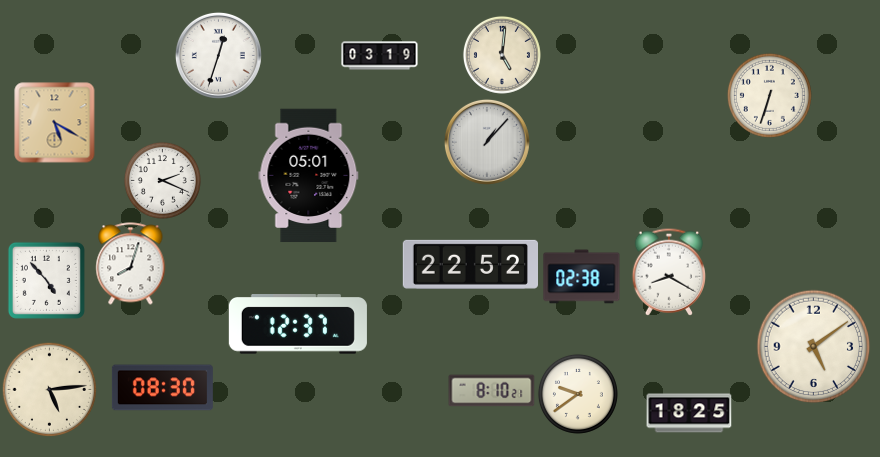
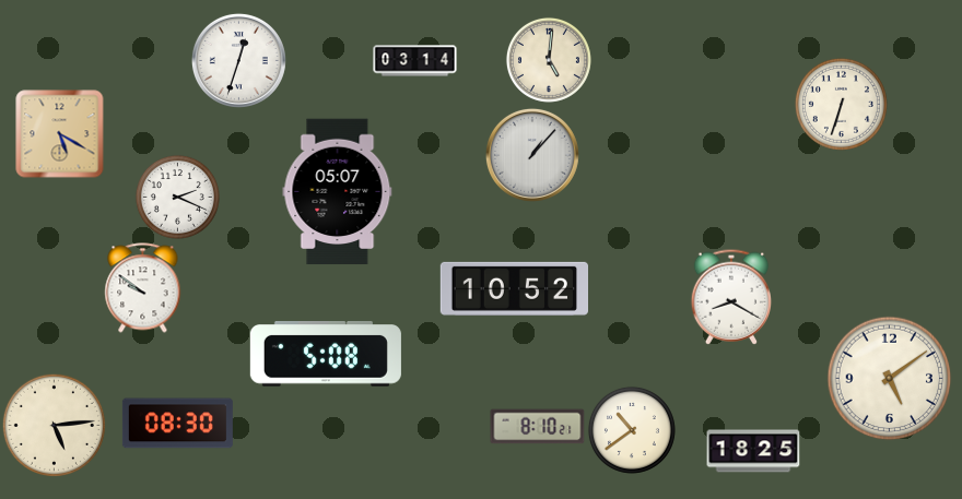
clock at (380, 56): 03:19 -> 03:14
clock at (309, 176): 05:01 -> 05:07
clock at (131, 264): 8:03 -> 9:51
clock at (470, 264): 22:52 -> 10:52
clock at (582, 277): 02:38 -> none
clock at (46, 280): 4:53 -> none
clock at (298, 325): 12:37 -> 5:08
clock at (578, 394): 9:39 -> 10:39
